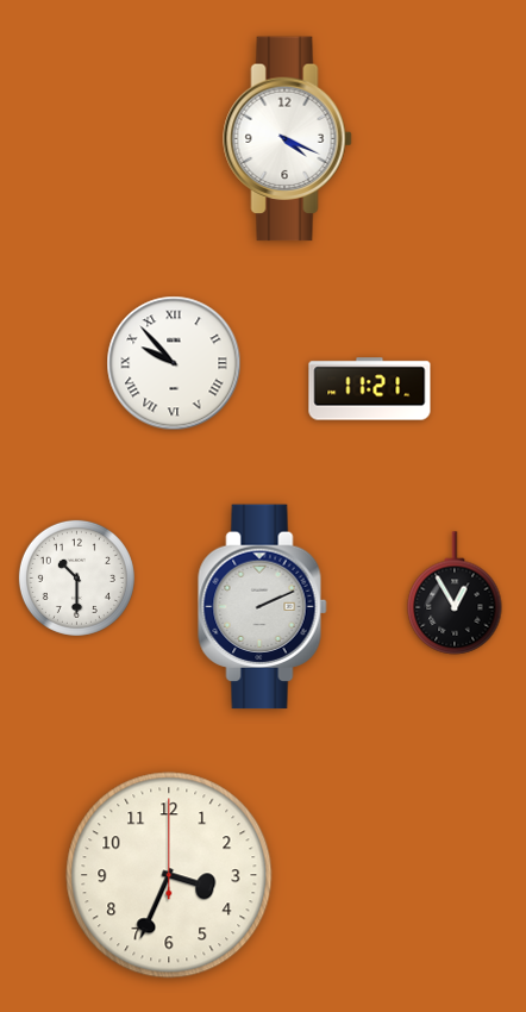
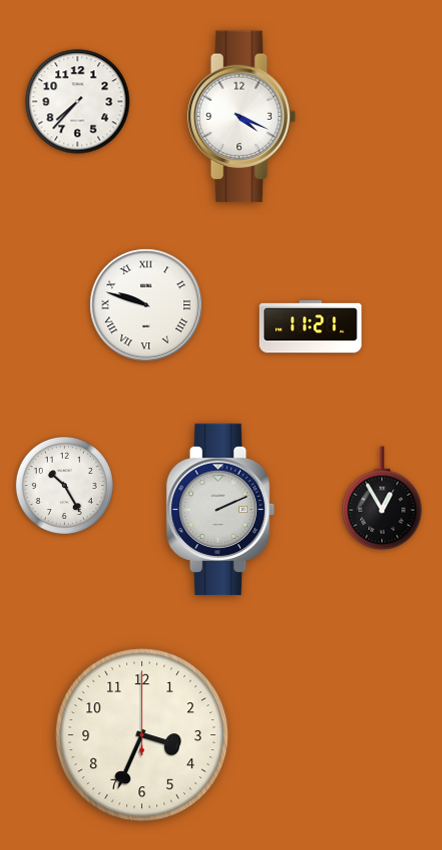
clock at (78, 102): none -> 7:37
clock at (174, 363): 9:53 -> 9:48
clock at (76, 577): 10:30 -> 10:25
